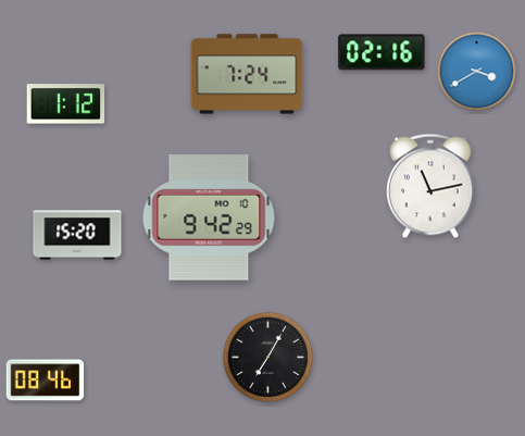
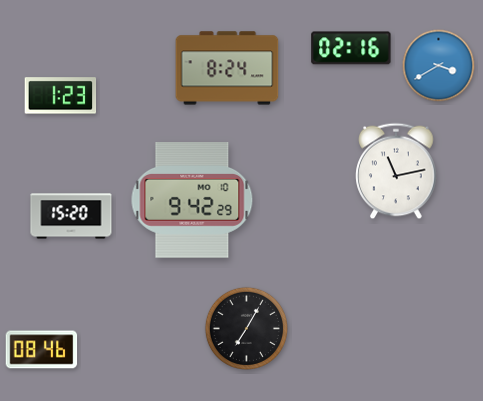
clock at (247, 74): 7:24 -> 8:24
clock at (66, 104): 1:12 -> 1:23
